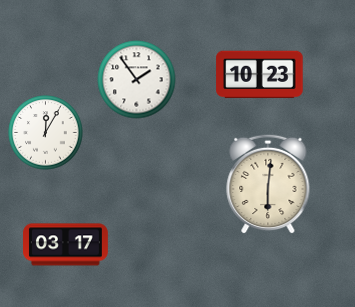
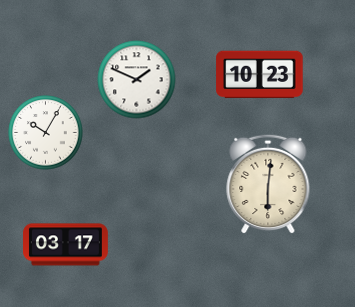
clock at (137, 80): 1:54 -> 1:49
clock at (46, 133): 12:05 -> 10:05
